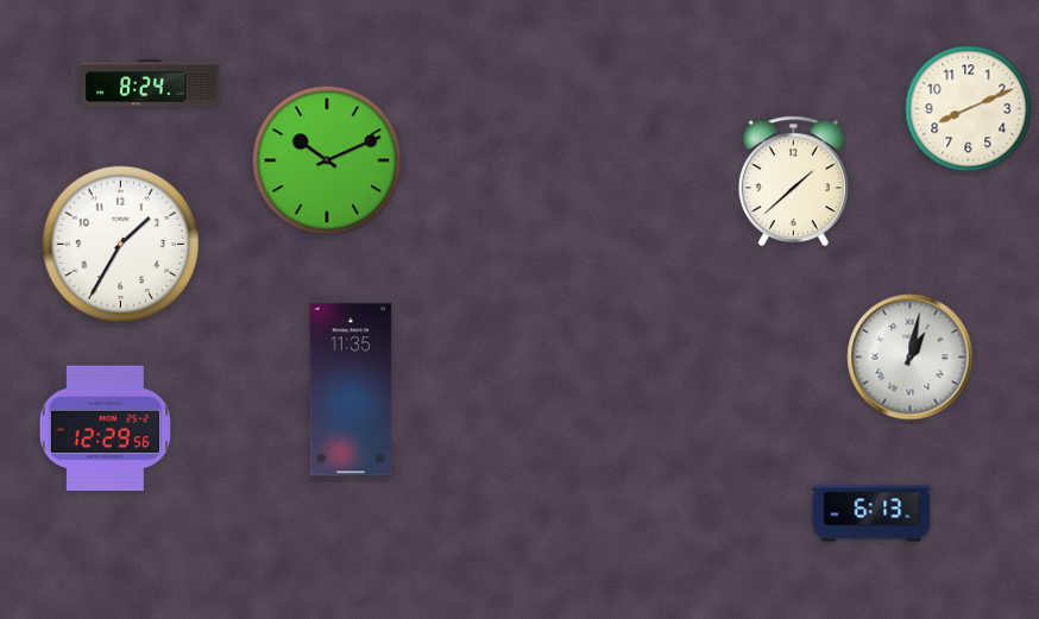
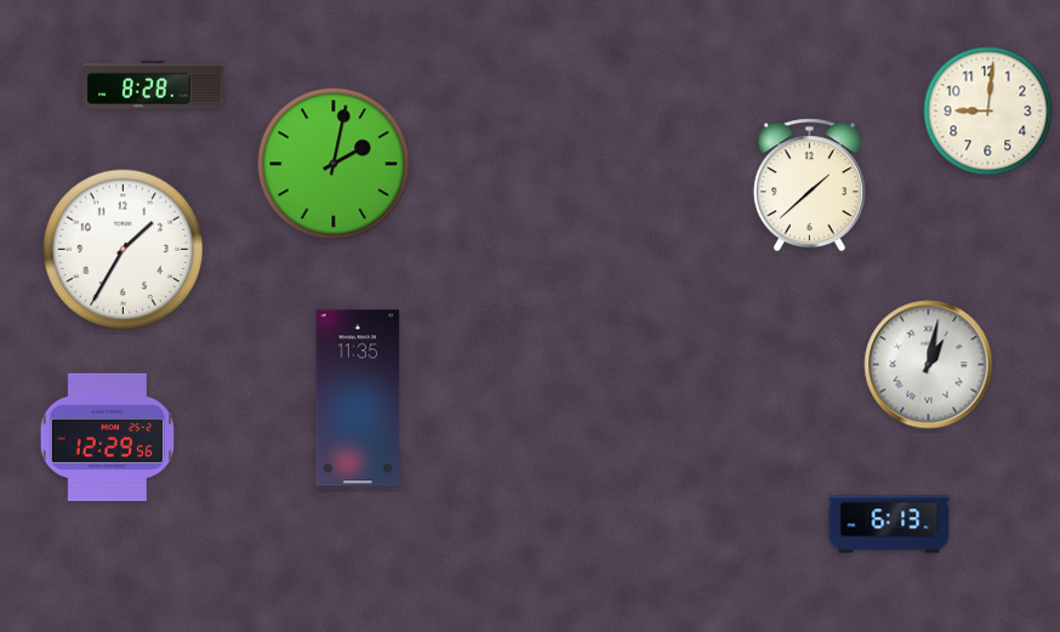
clock at (150, 83): 8:24 -> 8:28
clock at (969, 109): 8:11 -> 9:01
clock at (327, 160): 10:11 -> 2:02
